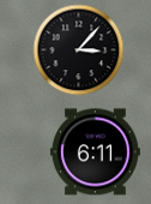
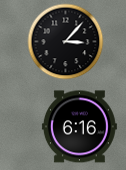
clock at (95, 152): 6:11 -> 6:16
